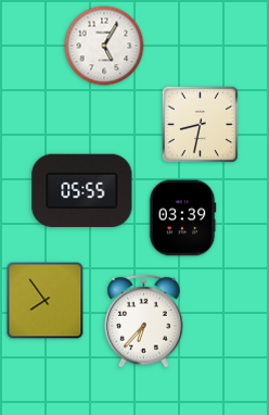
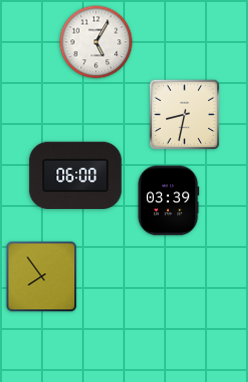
clock at (82, 190): 05:55 -> 06:00
clock at (144, 320): 6:37 -> none
